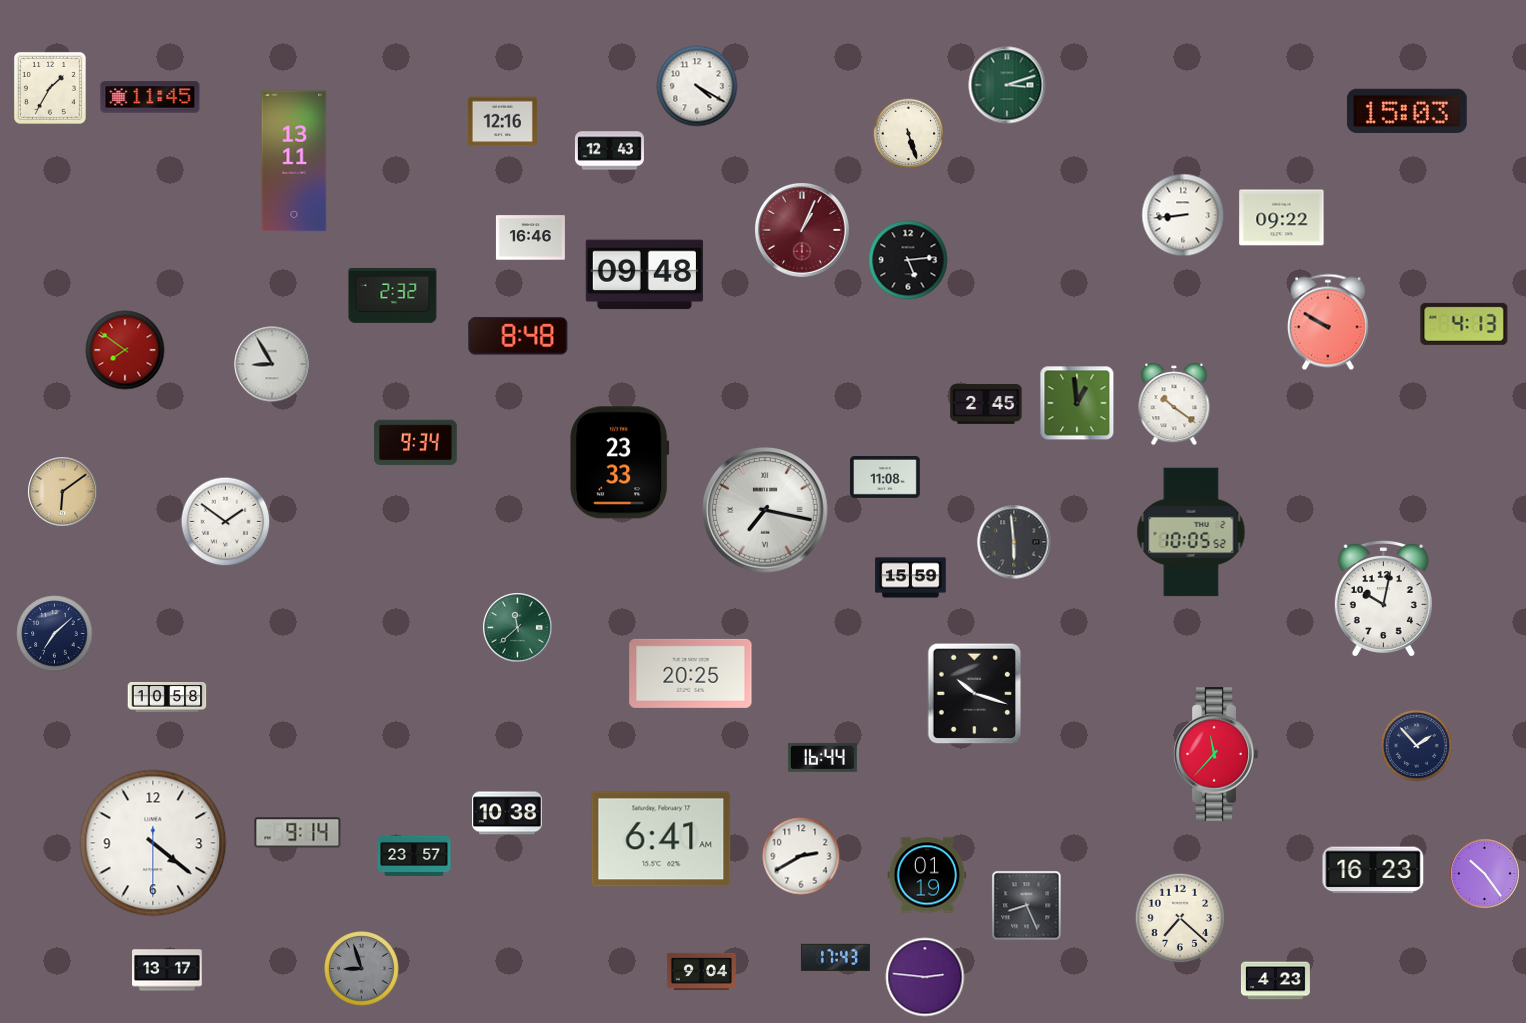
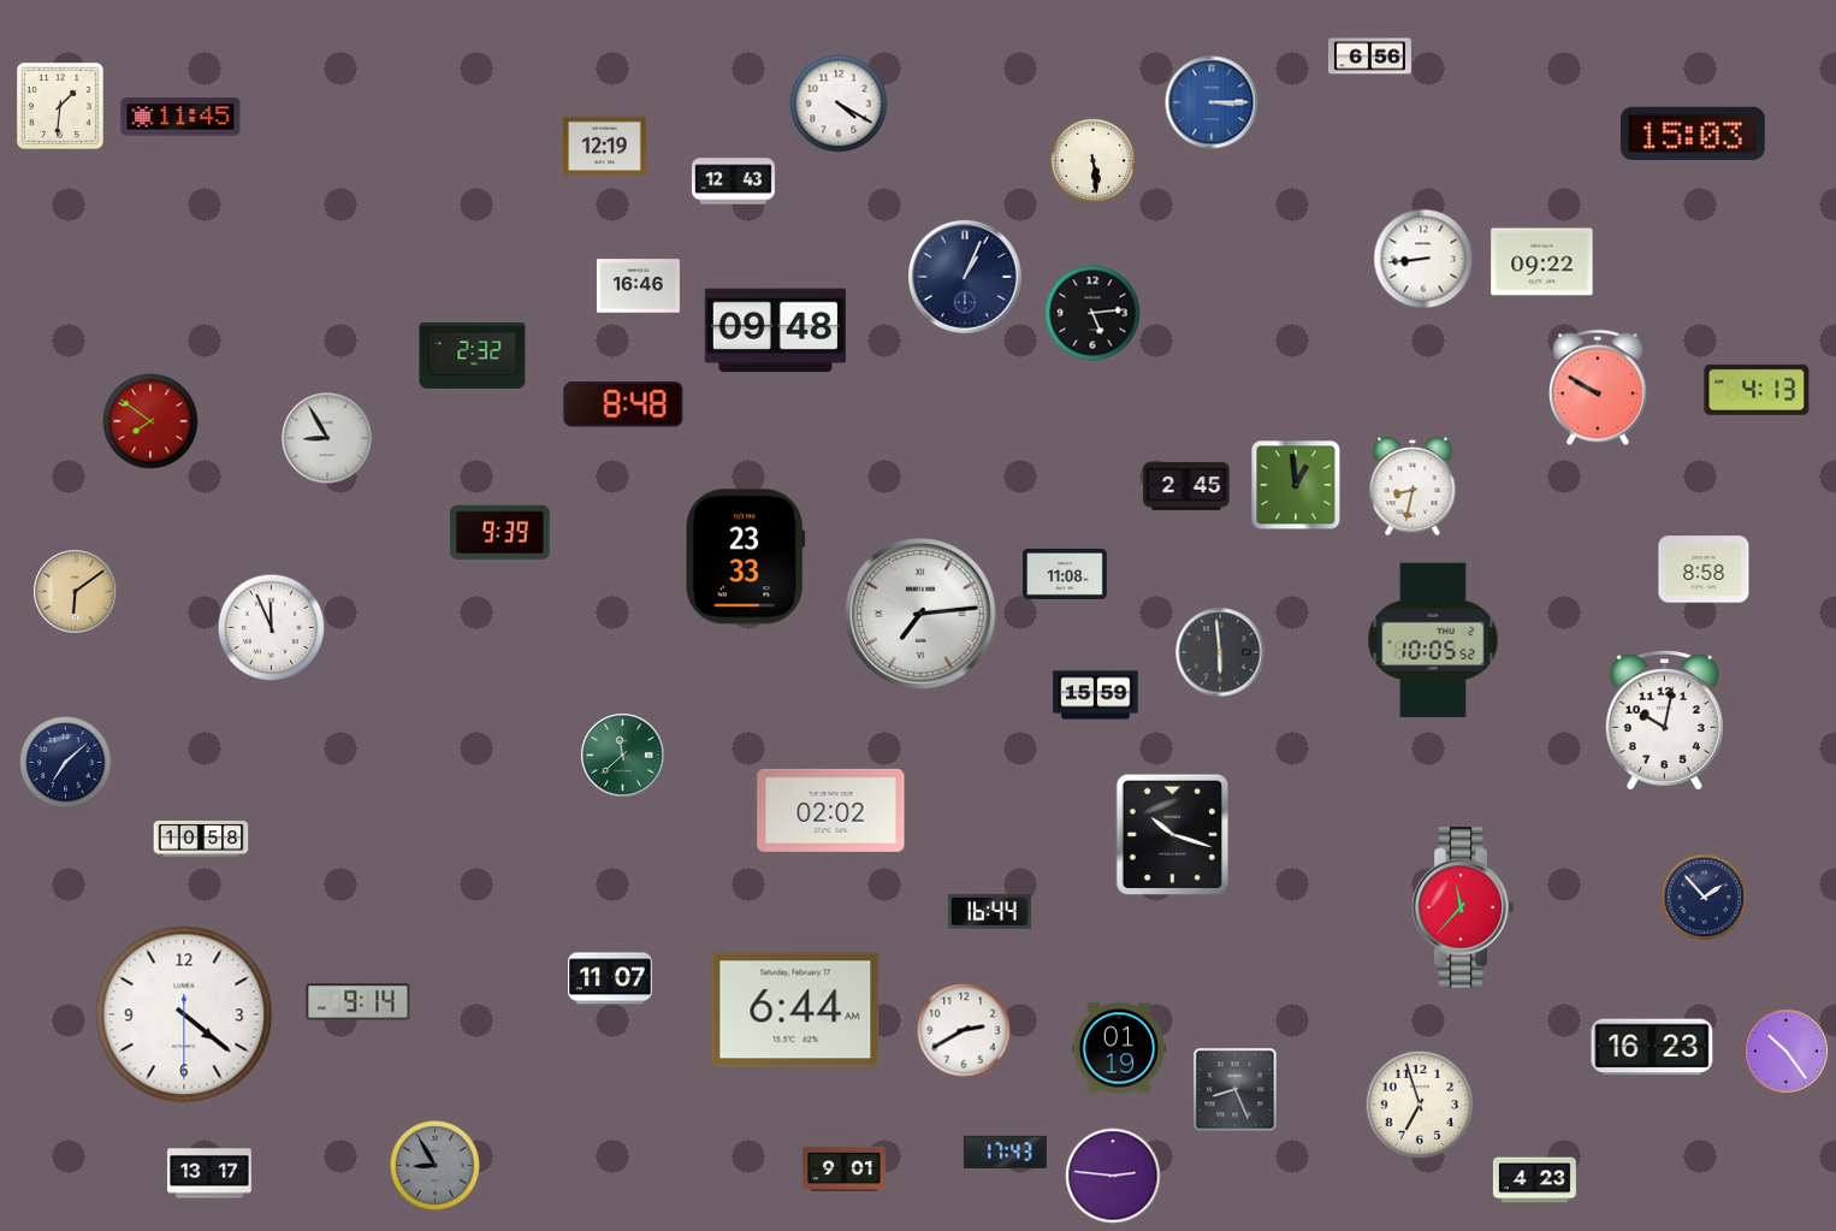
clock at (1369, 57): none -> 6:56
clock at (1007, 85): 3:12 -> 3:15
clock at (1007, 85) dial: green -> blue
clock at (50, 88): 1:35 -> 1:31
clock at (502, 122): 12:16 -> 12:19
clock at (909, 134): 5:27 -> 5:29
clock at (294, 161): 13:11 -> none
clock at (802, 230) dial: burgundy -> navy
clock at (1464, 324) position: (1464, 324) -> (1757, 390)
clock at (1174, 404): 10:21 -> 8:32
clock at (416, 443): 9:34 -> 9:39
clock at (1704, 569): none -> 8:58
clock at (765, 510): 7:17 -> 7:14
clock at (226, 522): 1:51 -> 11:56
clock at (691, 673): 20:25 -> 02:02
clock at (508, 813): 10:38 -> 11:07
clock at (661, 839): 6:41 -> 6:44
clock at (414, 856): 23:57 -> none
clock at (927, 875) position: (927, 875) -> (1119, 1048)
clock at (1180, 918): 7:22 -> 6:57
clock at (362, 969): 8:57 -> 8:55
clock at (168, 970) position: (168, 970) -> (211, 1173)
clock at (701, 971): 9:04 -> 9:01
